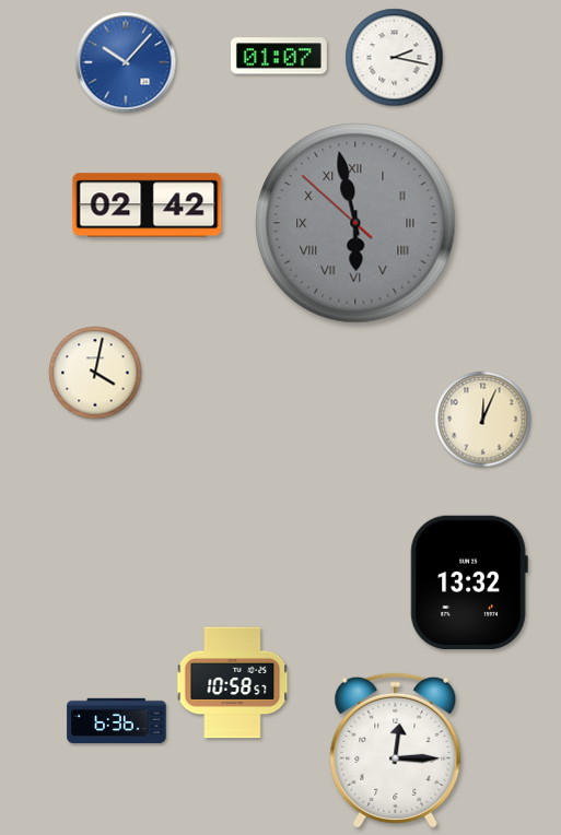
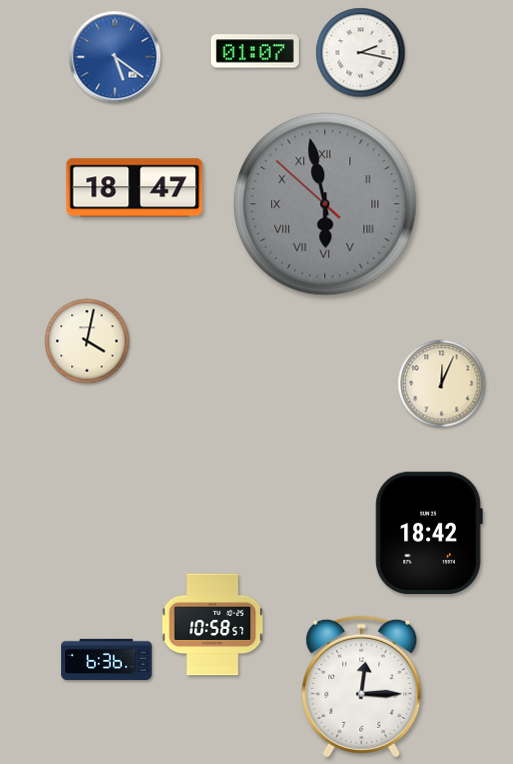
clock at (126, 62): 10:07 -> 5:21
clock at (148, 205): 02:42 -> 18:47
clock at (469, 581): 13:32 -> 18:42
